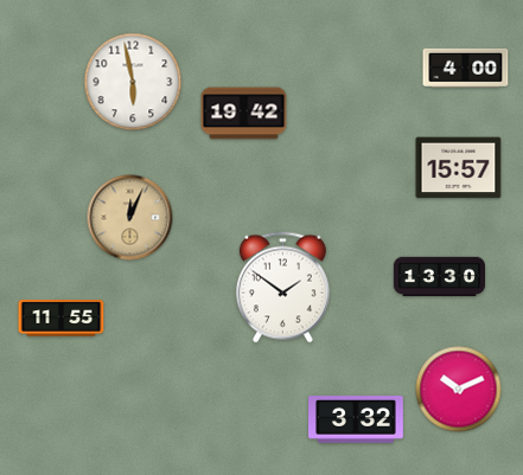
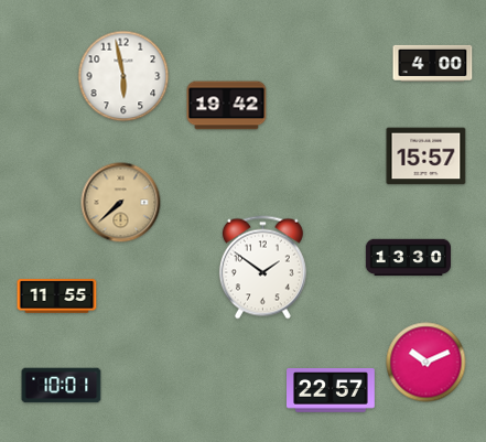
clock at (130, 218): 12:04 -> 7:38
clock at (62, 386): none -> 10:01
clock at (357, 421): 3:32 -> 22:57
